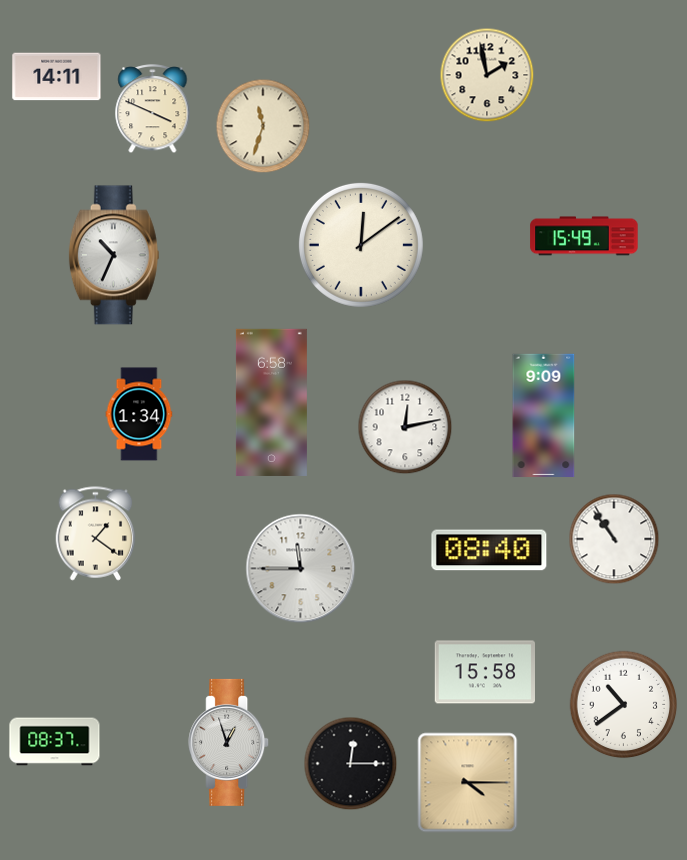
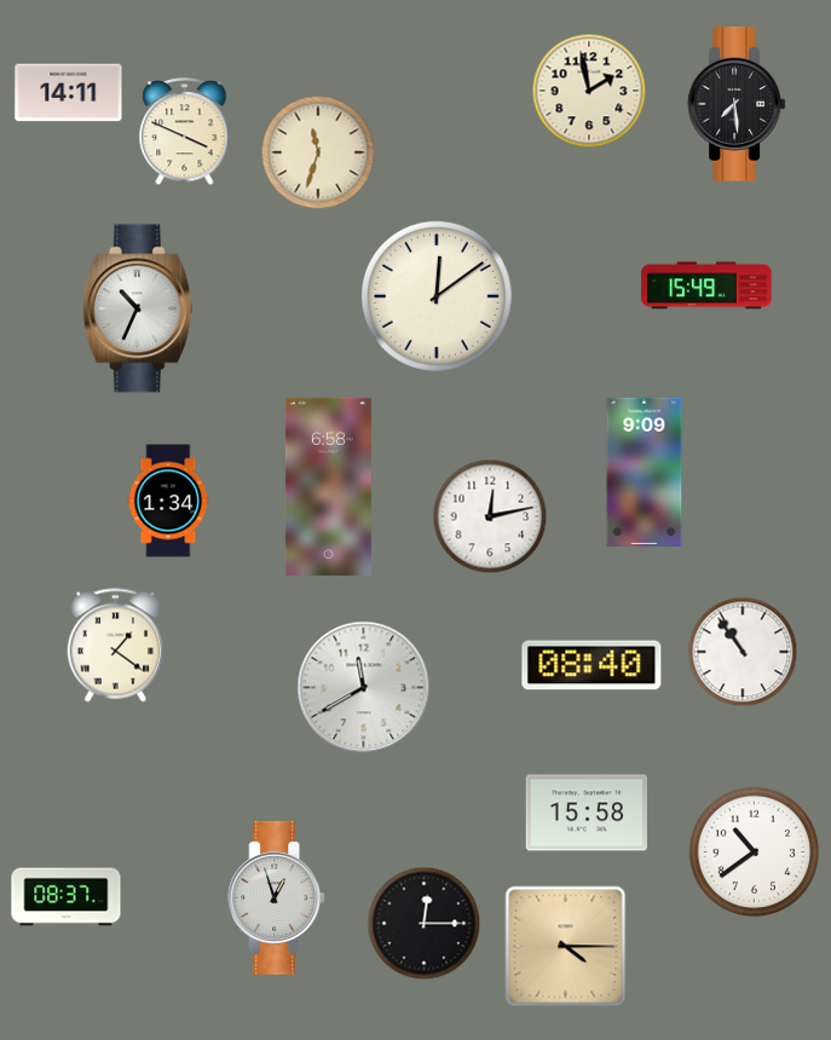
clock at (737, 104): none -> 7:29
clock at (544, 416) position: (544, 416) -> (645, 473)
clock at (301, 569): 11:45 -> 11:40
